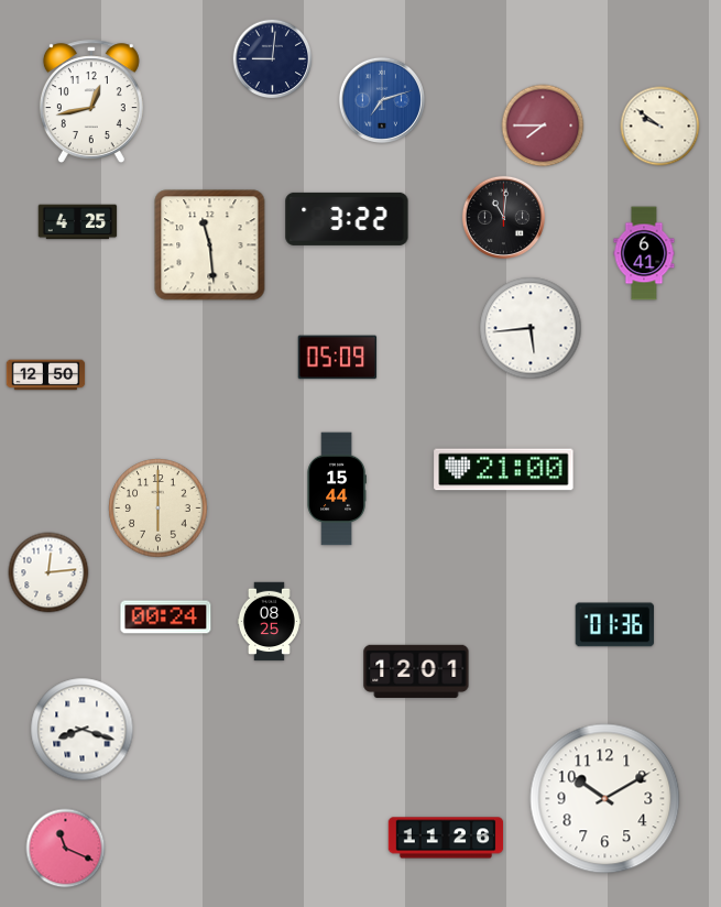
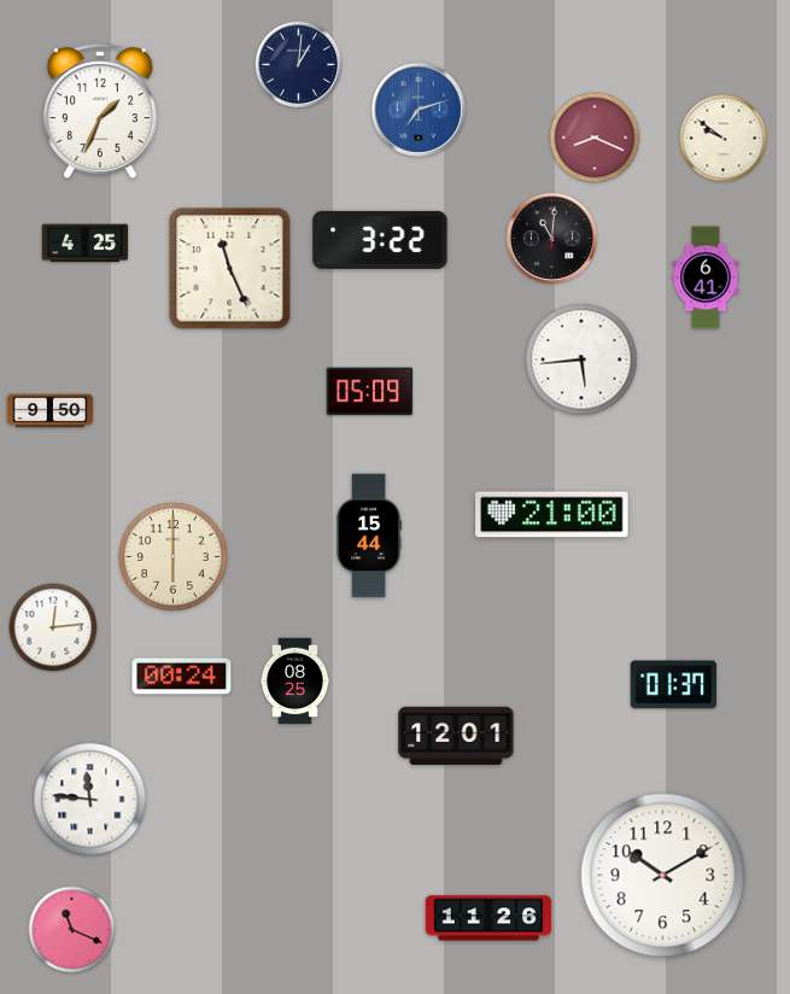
clock at (273, 59): 9:01 -> 1:01
clock at (91, 102): 12:43 -> 1:34
clock at (543, 125): 7:45 -> 8:19
clock at (210, 245): 11:29 -> 11:26
clock at (46, 375): 12:50 -> 9:50
clock at (614, 625): 01:36 -> 01:37
clock at (83, 730): 8:18 -> 11:46
